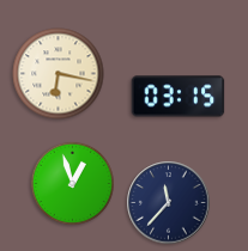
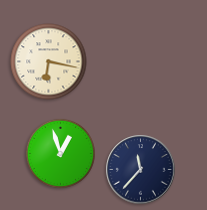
clock at (179, 97): 03:15 -> none
